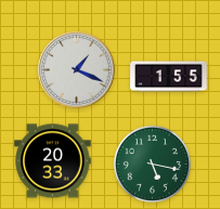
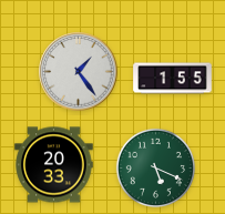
clock at (77, 70): 1:19 -> 1:24
clock at (152, 164): 5:17 -> 5:19
